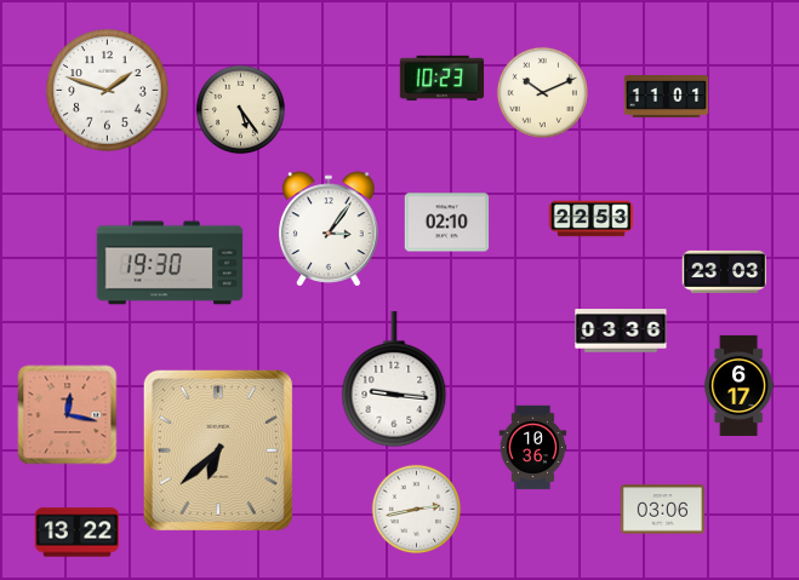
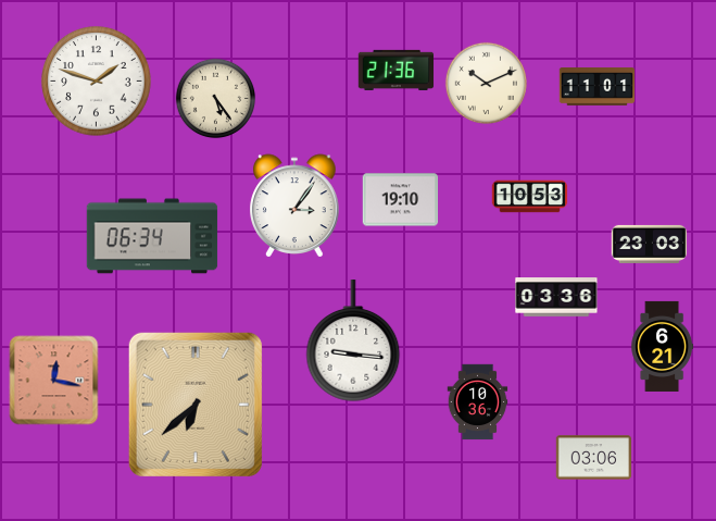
clock at (443, 77): 10:23 -> 21:36
clock at (592, 219): 22:53 -> 10:53
clock at (447, 223): 02:10 -> 19:10
clock at (170, 263): 19:30 -> 06:34
clock at (740, 385): 6:17 -> 6:21
clock at (68, 415) position: (68, 415) -> (54, 381)
clock at (417, 510): 2:43 -> none
clock at (78, 533): 13:22 -> none
